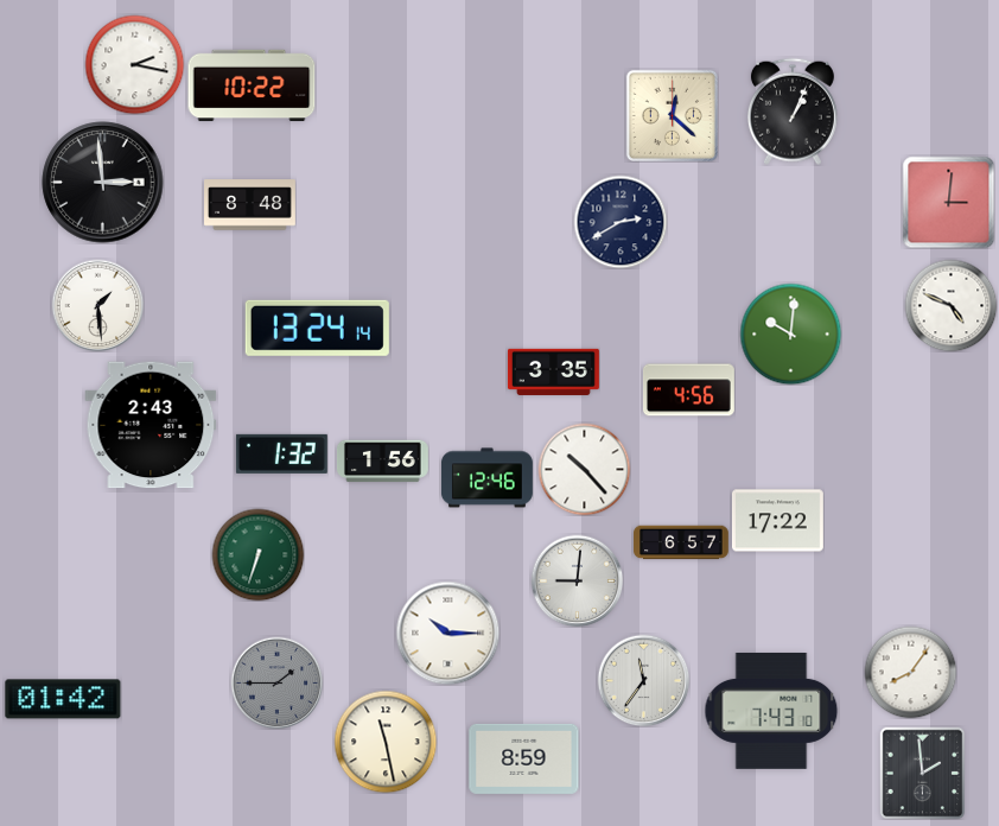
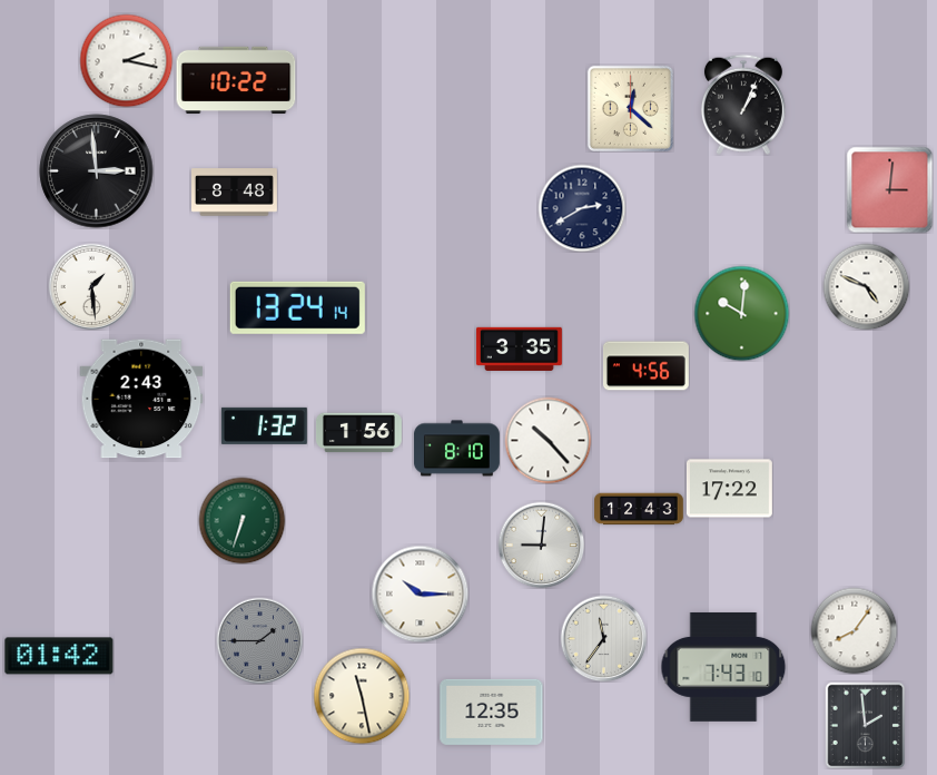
clock at (950, 305) position: (950, 305) -> (866, 286)
clock at (486, 478): 12:46 -> 8:10
clock at (681, 542): 6:57 -> 12:43
clock at (524, 758): 8:59 -> 12:35
